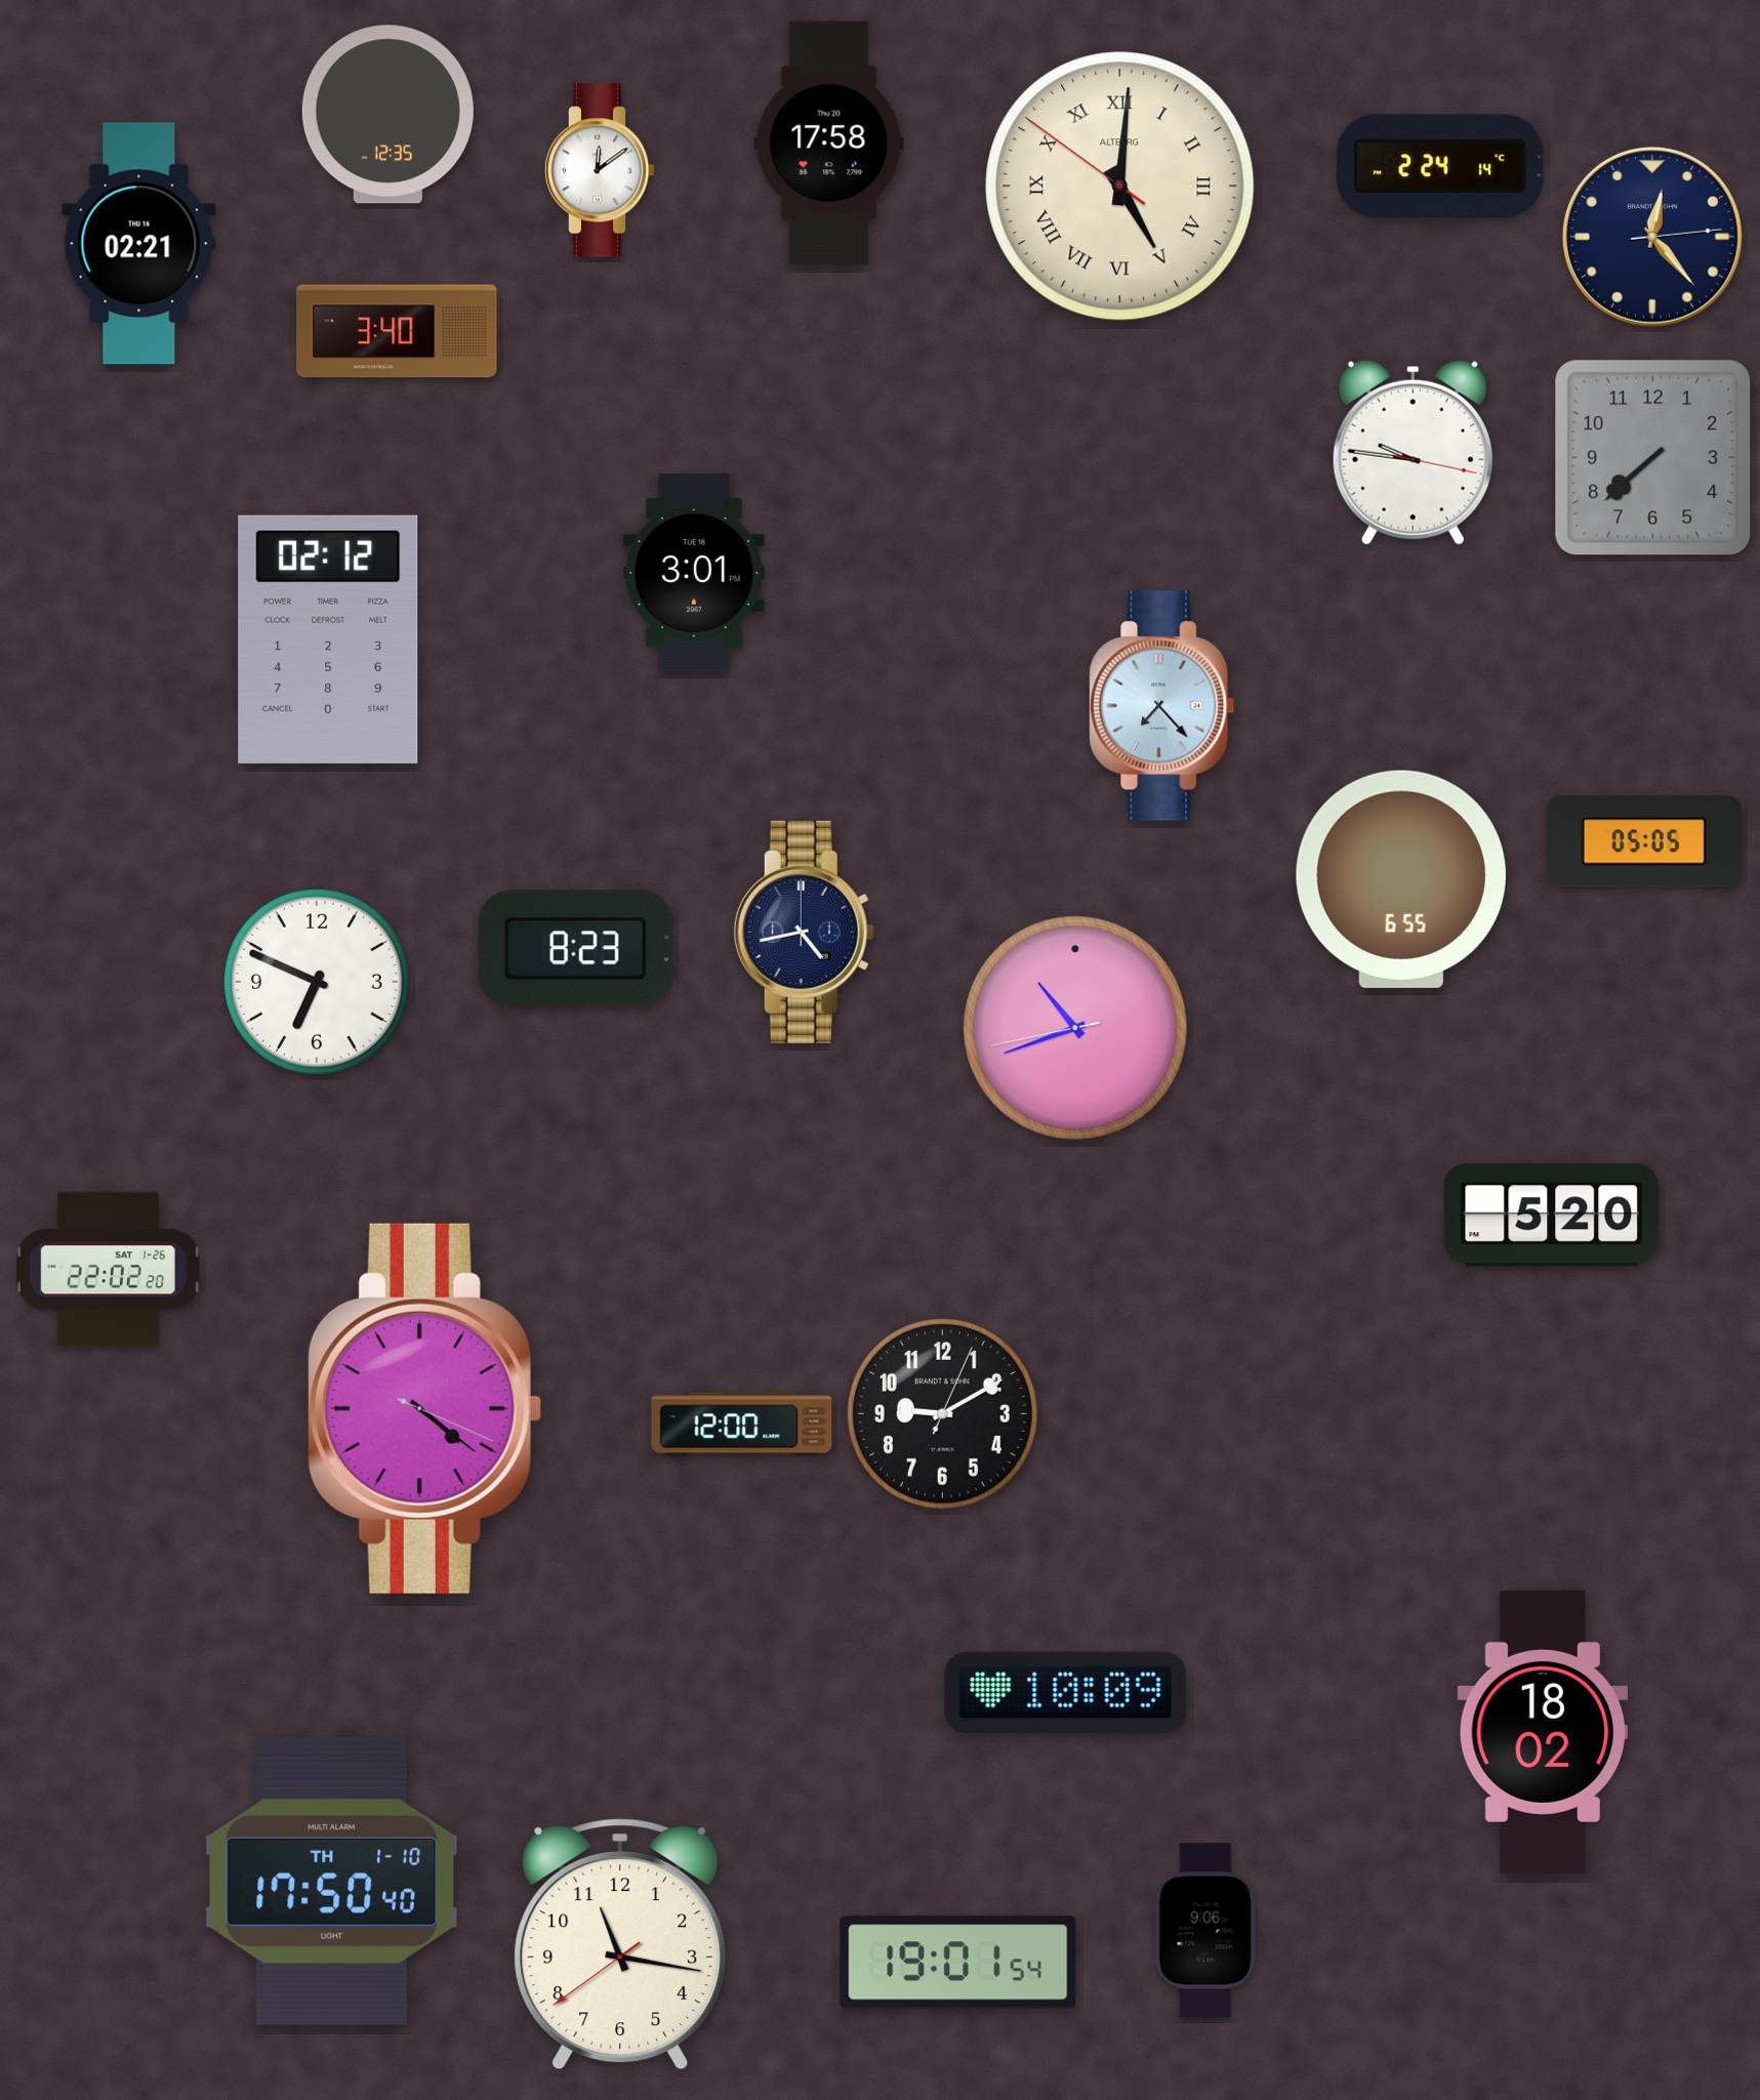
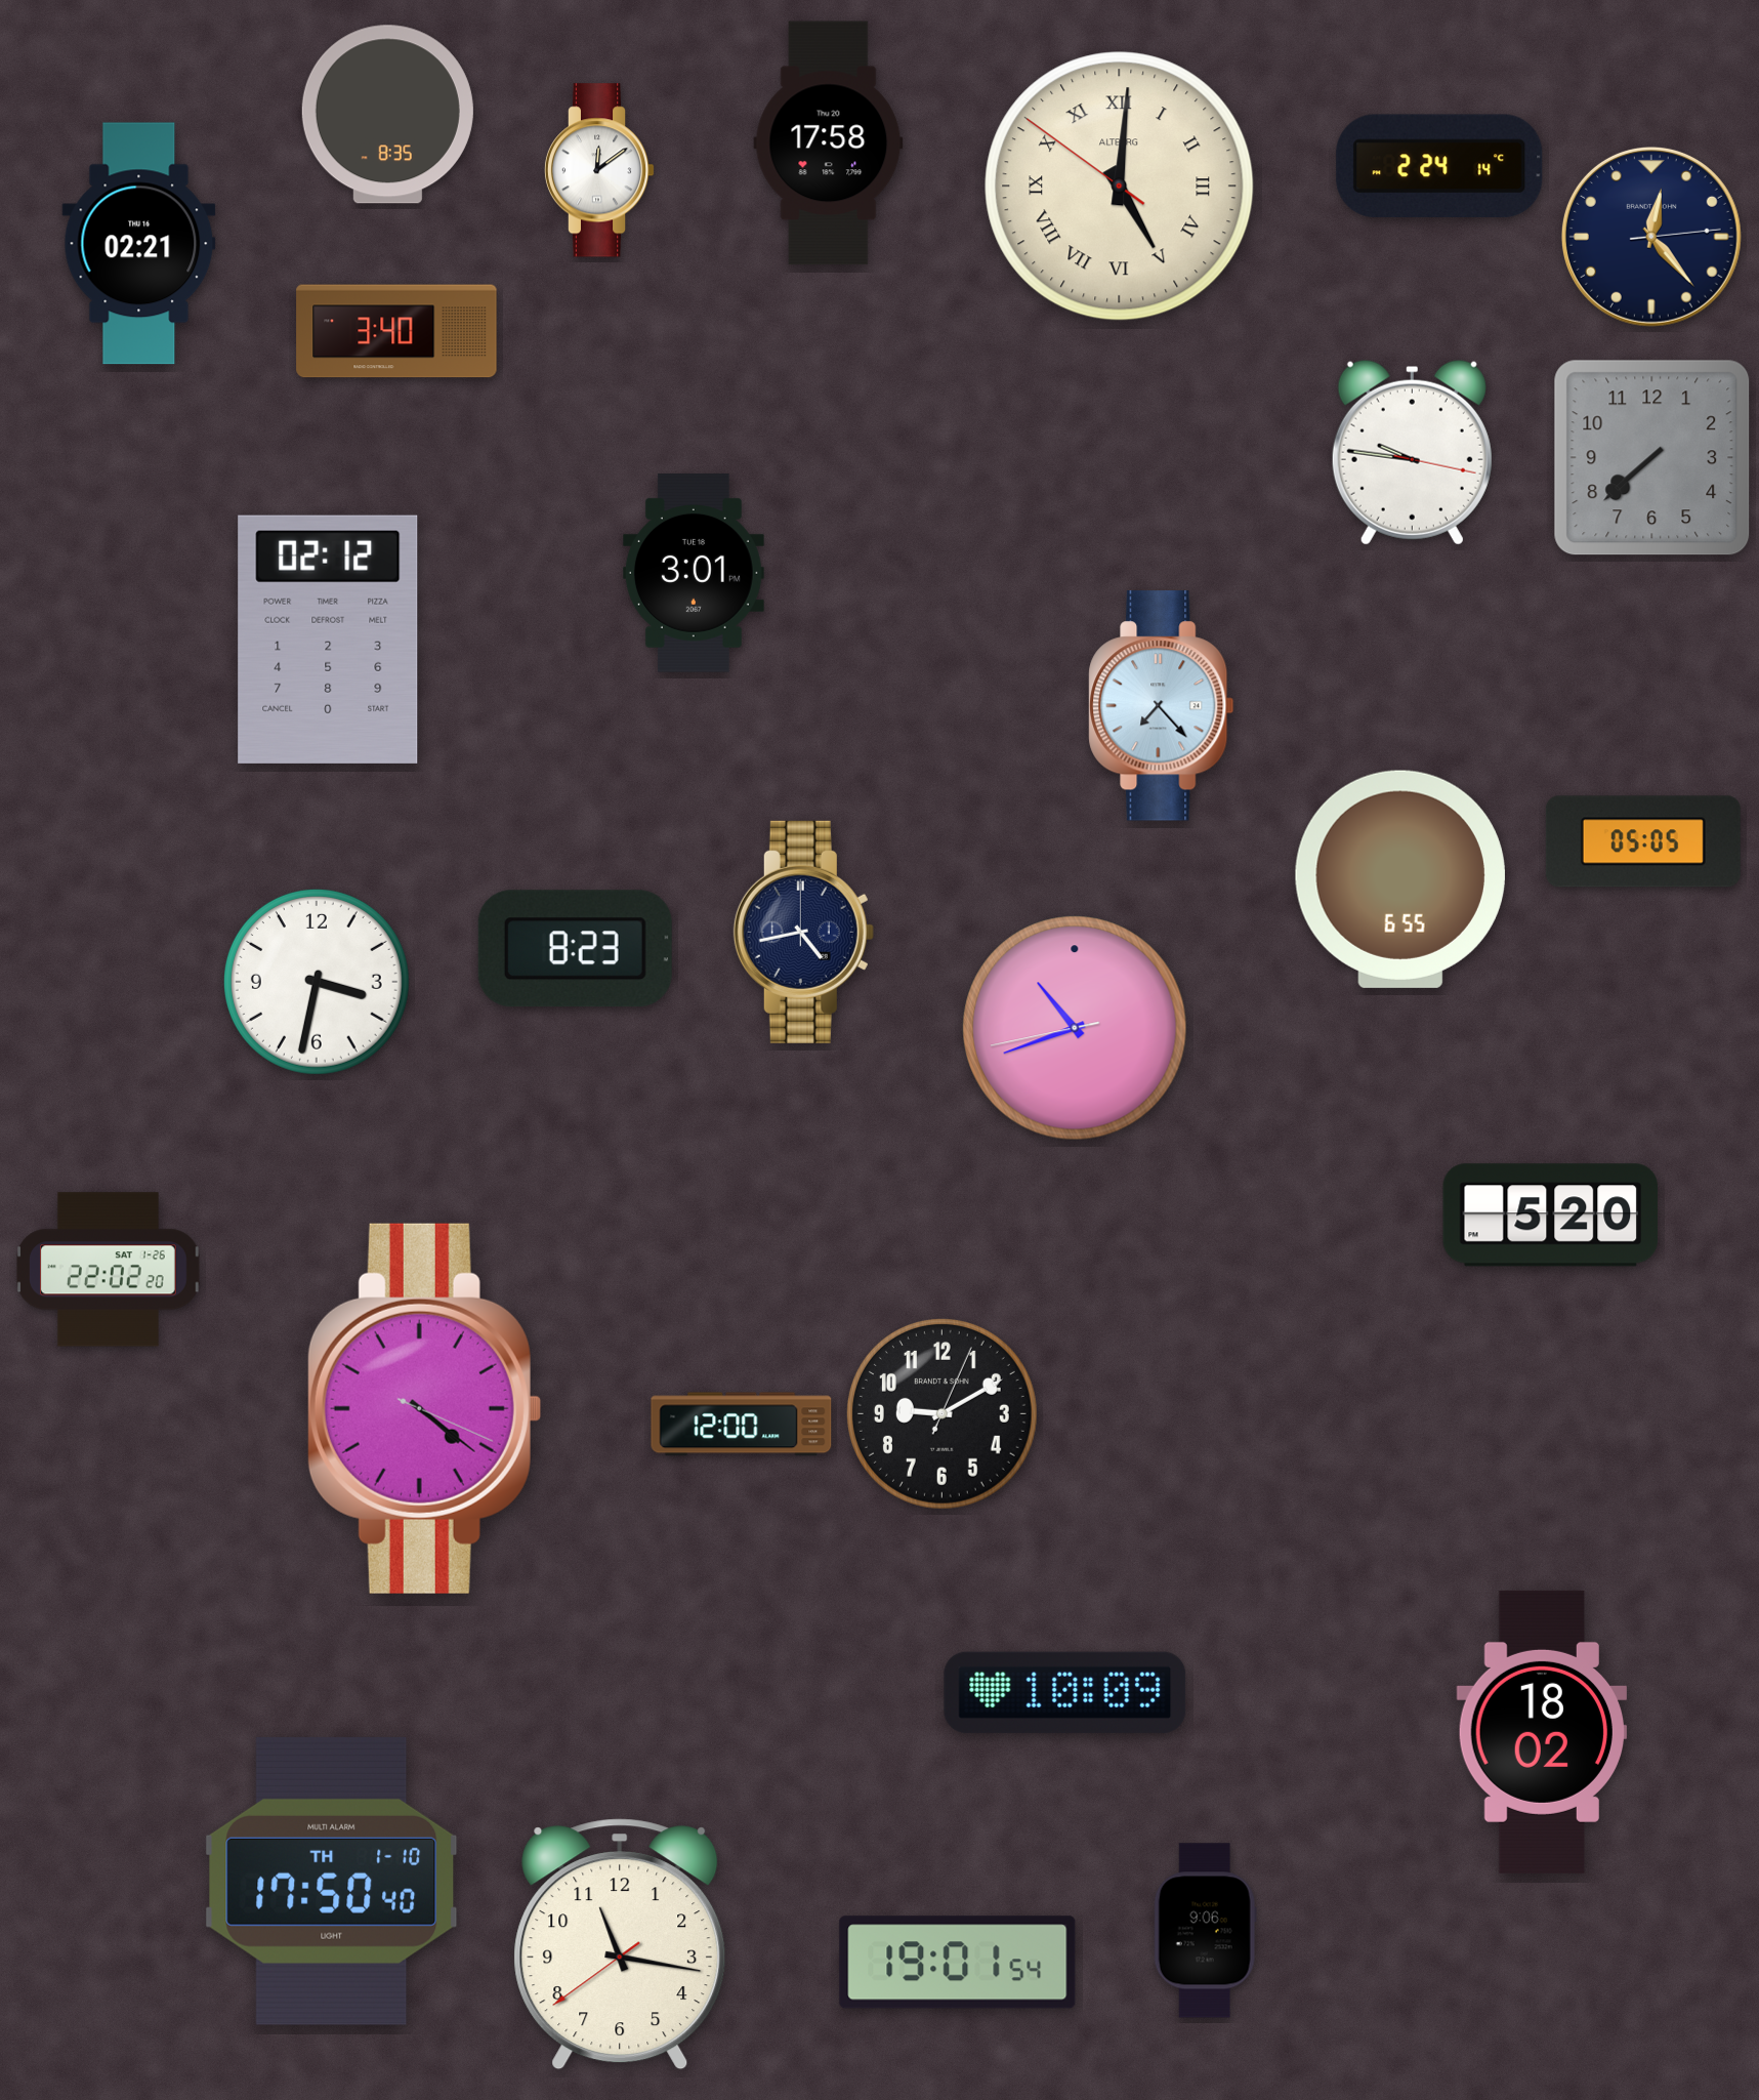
clock at (387, 115): 12:35 -> 8:35
clock at (317, 982): 6:49 -> 3:32
